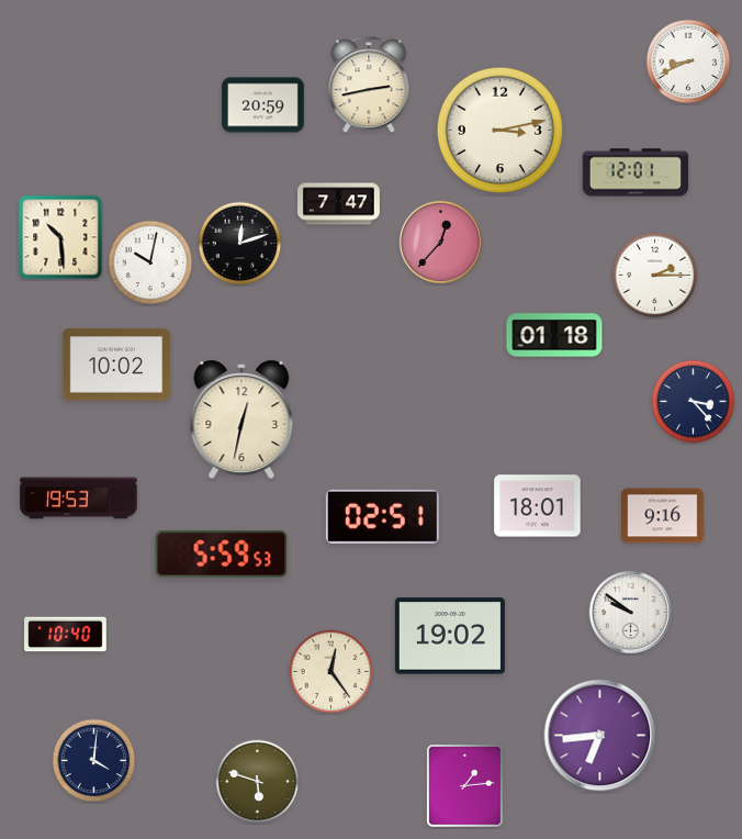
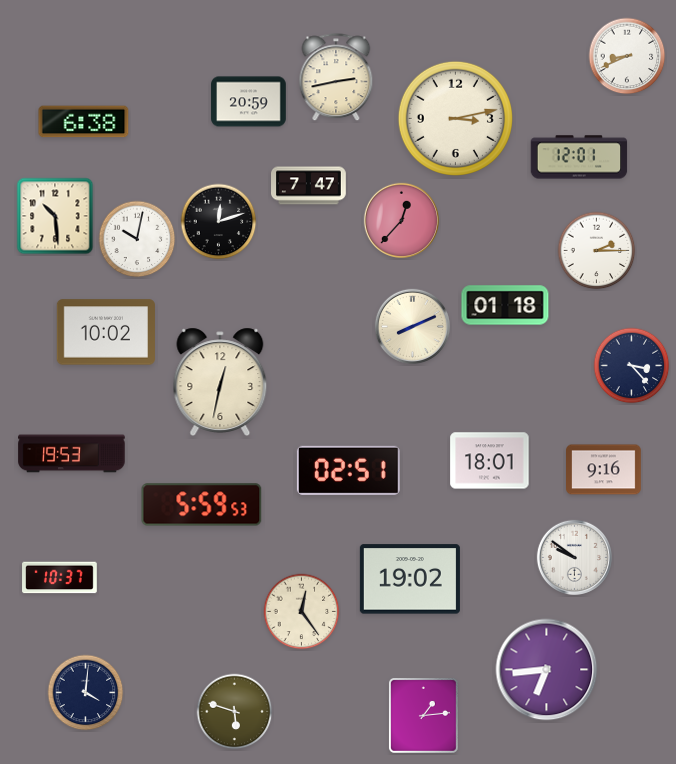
clock at (263, 105) position: (263, 105) -> (249, 102)
clock at (84, 122): none -> 6:38
clock at (412, 326): none -> 8:11
clock at (66, 635): 10:40 -> 10:37
